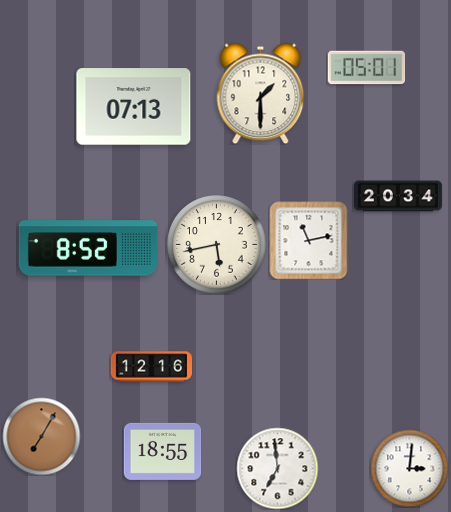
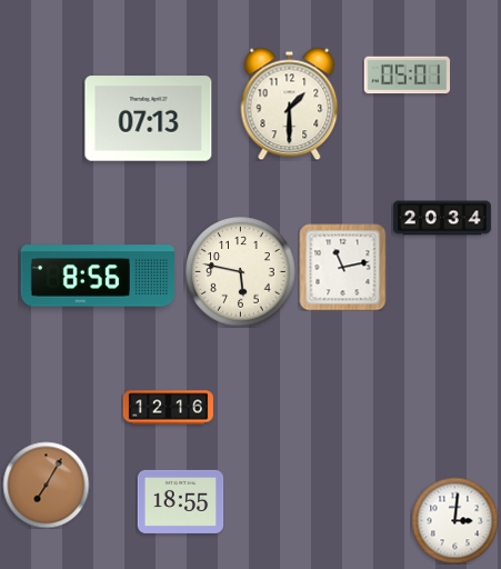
clock at (217, 245): 5:43 -> 5:47
clock at (88, 248): 8:52 -> 8:56
clock at (277, 468): 6:59 -> none
